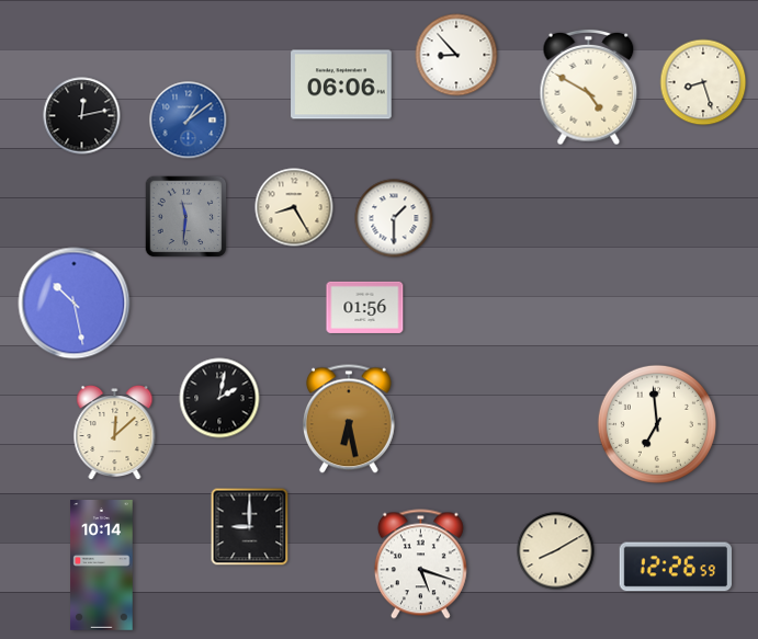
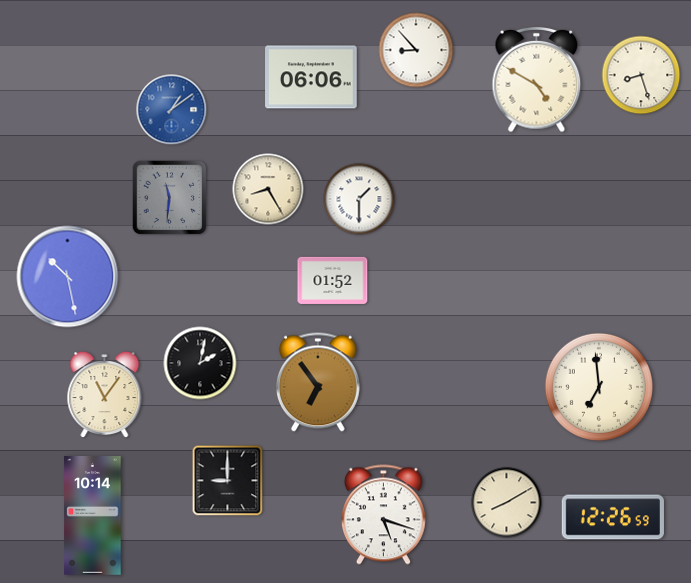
clock at (82, 116): 12:13 -> none
clock at (365, 307): 01:56 -> 01:52
clock at (349, 419): 6:28 -> 6:54
clock at (115, 433): 12:08 -> 11:06
clock at (676, 567) position: (676, 567) -> (613, 517)
